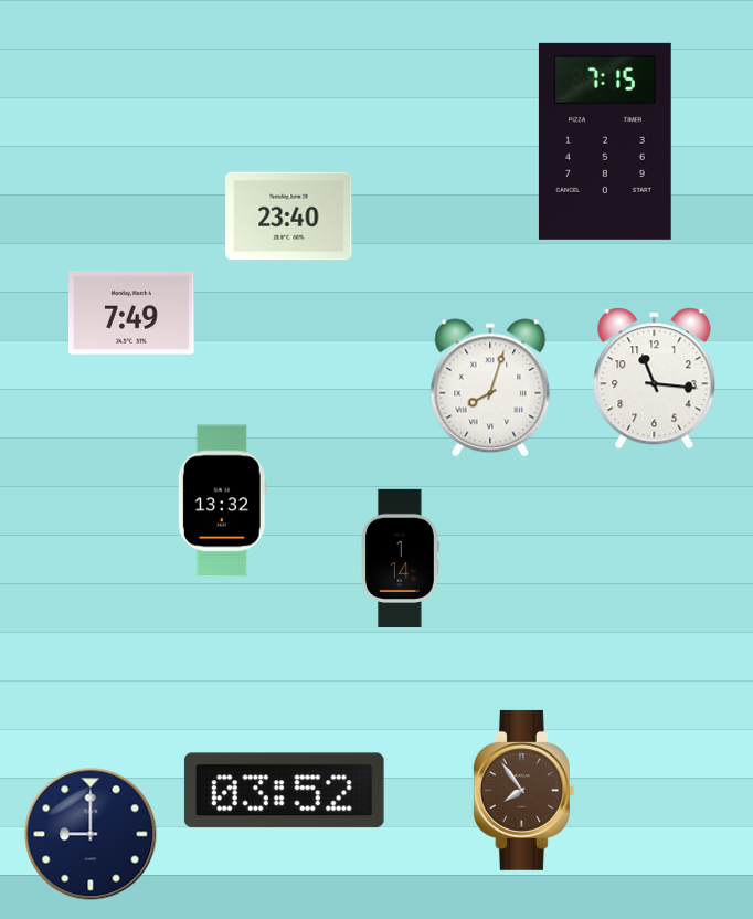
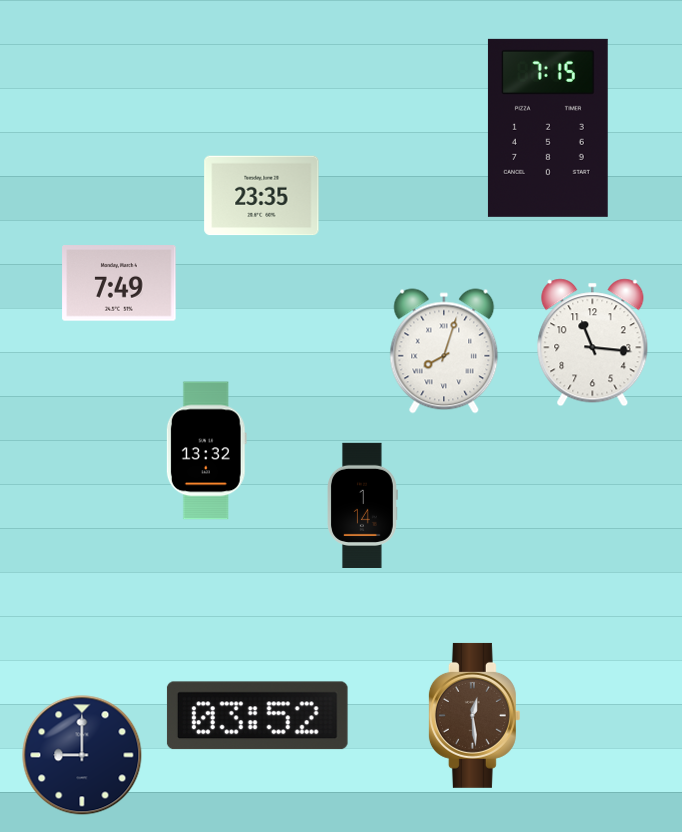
clock at (289, 216): 23:40 -> 23:35
clock at (222, 501) position: (222, 501) -> (206, 451)
clock at (523, 790): 7:54 -> 12:29
